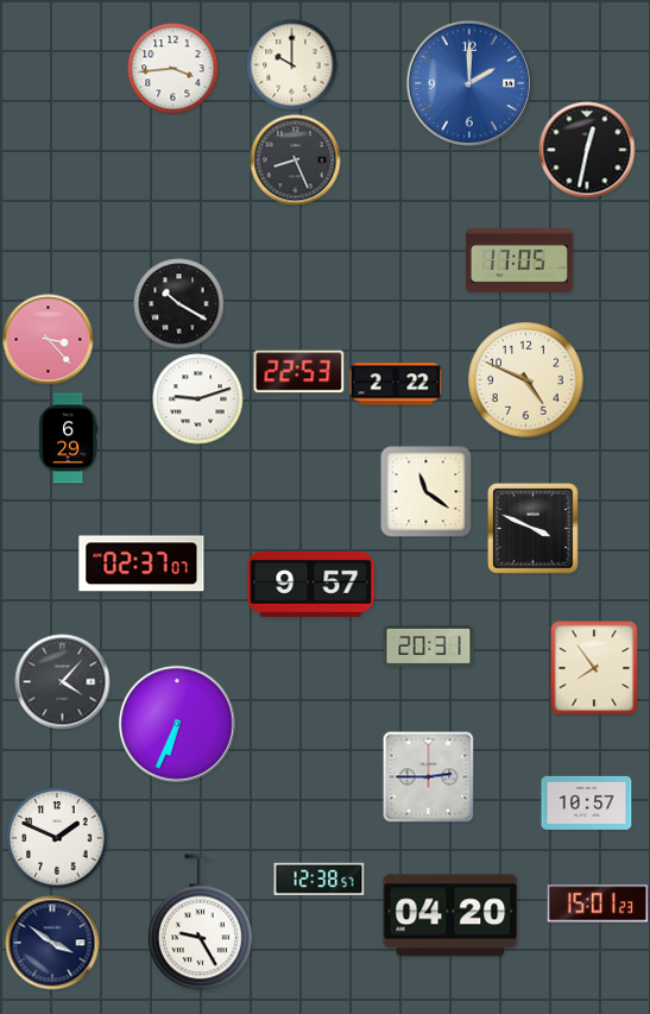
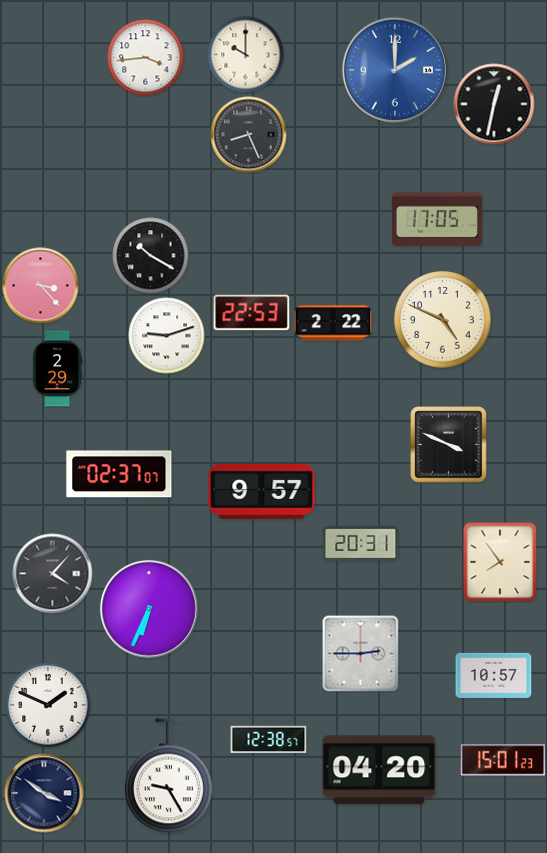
clock at (587, 150) position: (587, 150) -> (494, 104)
clock at (68, 439): 6:29 -> 2:29
clock at (427, 492): 11:21 -> none
